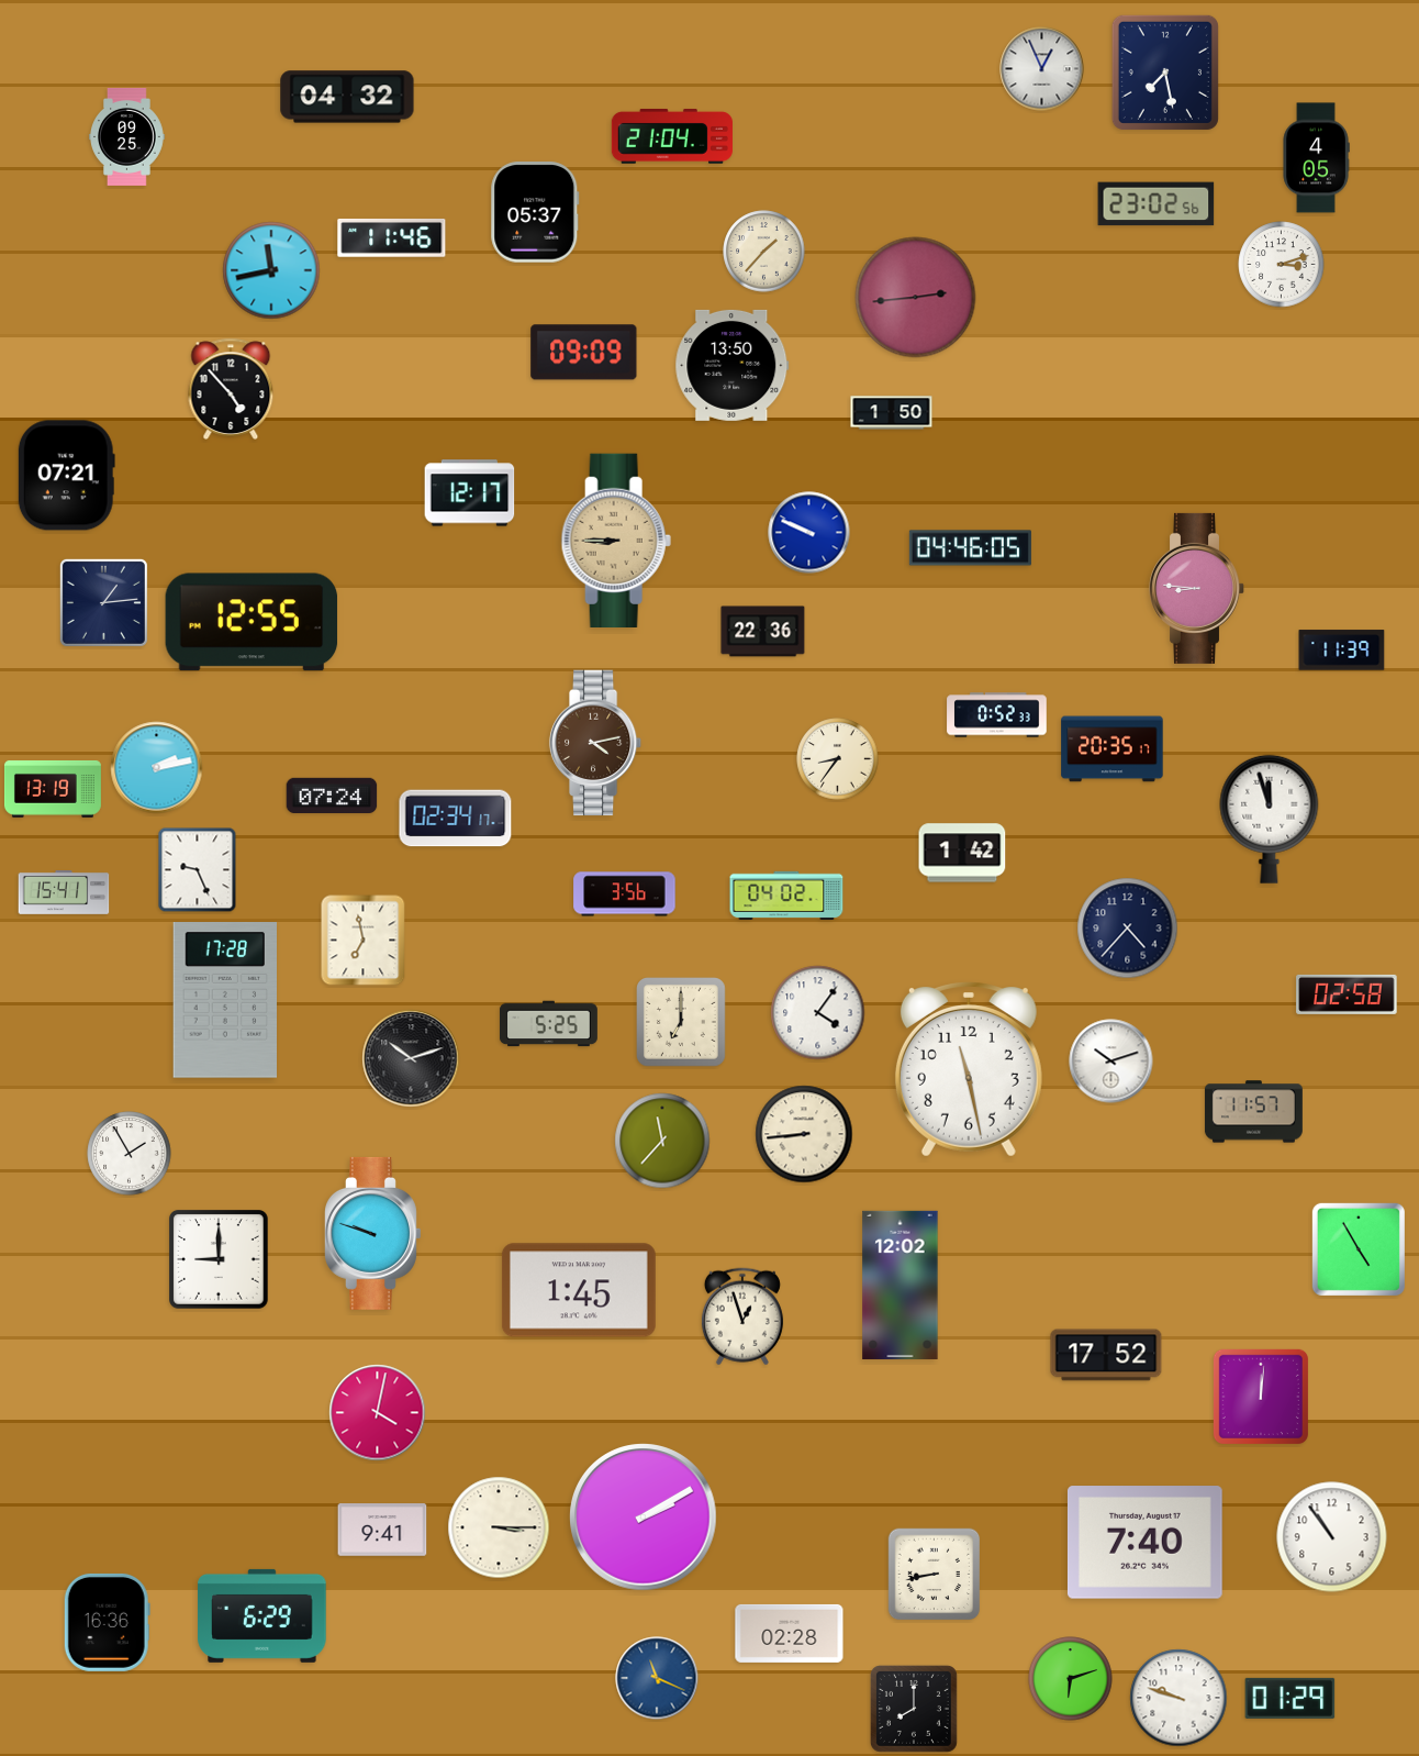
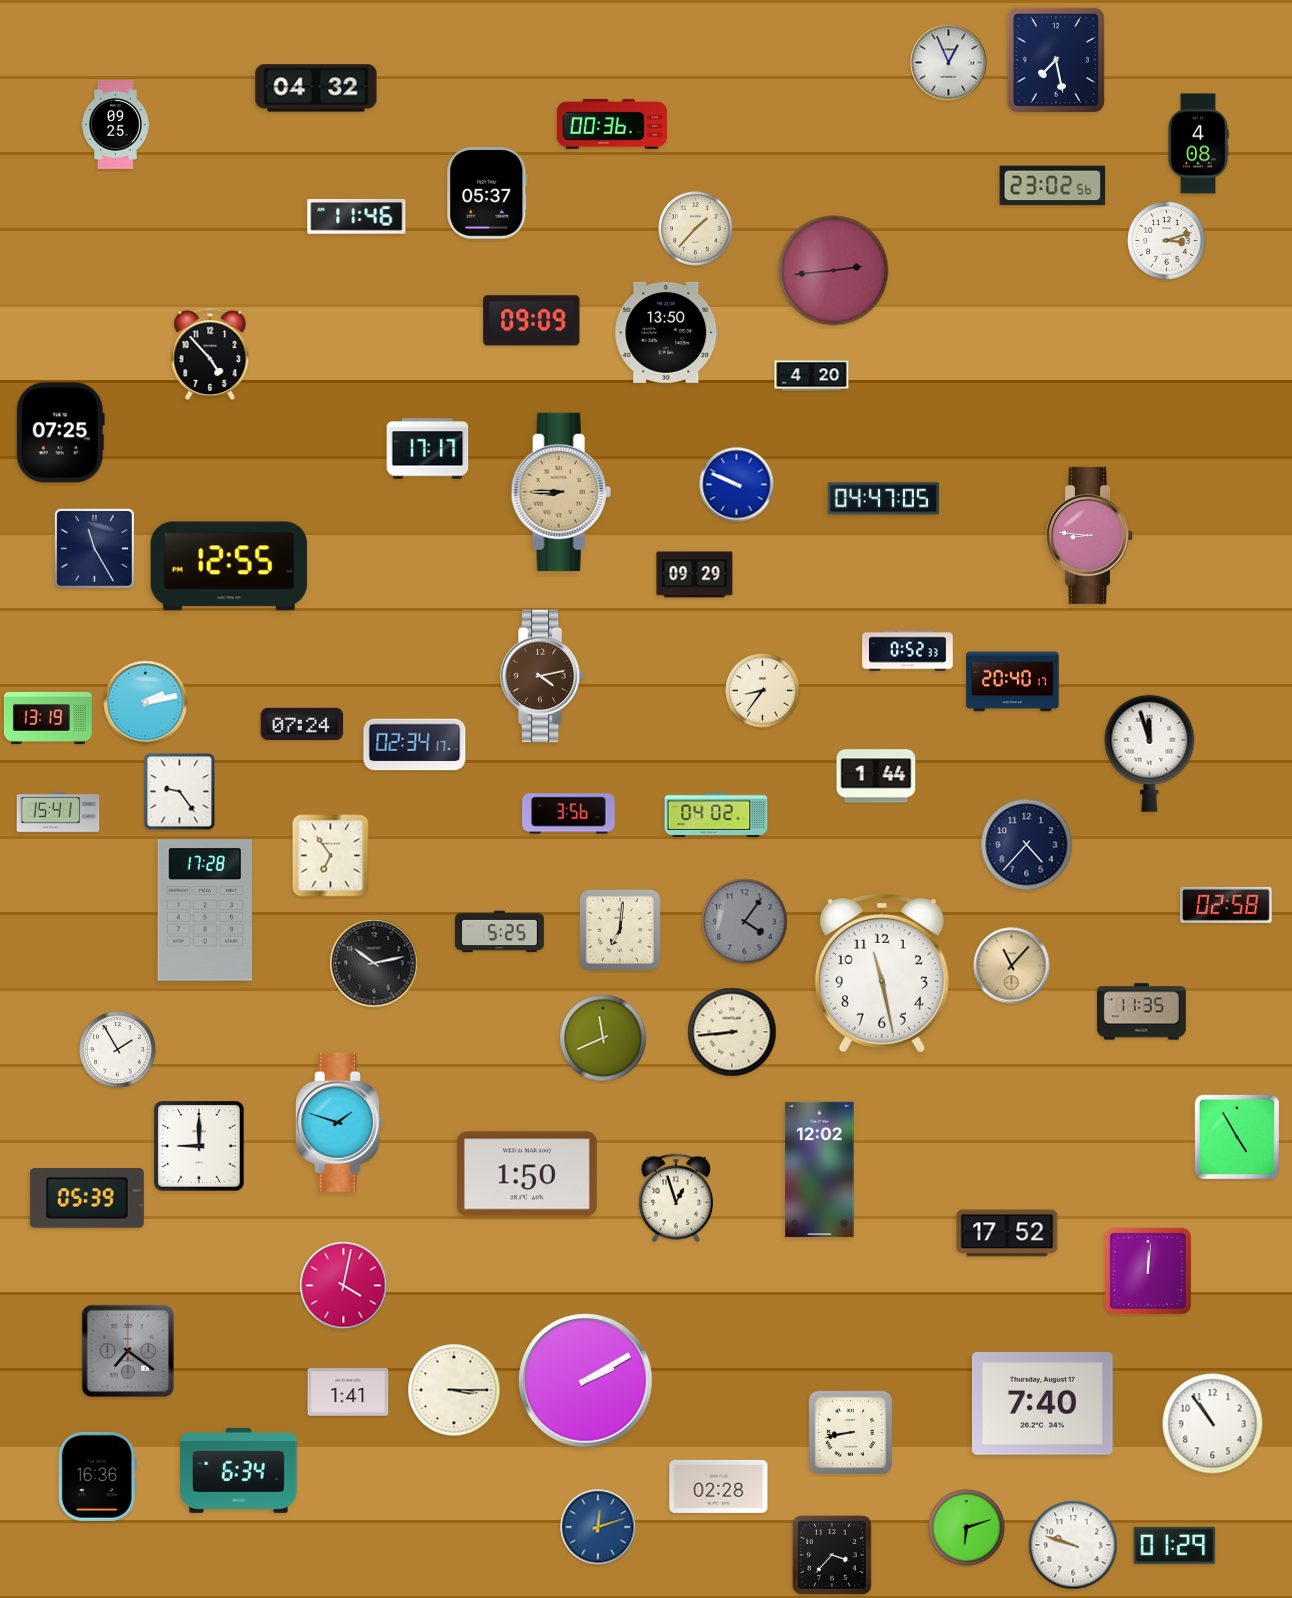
clock at (1165, 73) position: (1165, 73) -> (1056, 60)
clock at (672, 137): 21:04 -> 00:36
clock at (1316, 158): 4:05 -> 4:08
clock at (271, 270): 11:43 -> none
clock at (892, 413): 1:50 -> 4:20
clock at (66, 476): 07:21 -> 07:25
clock at (470, 493): 12:17 -> 17:17
clock at (970, 548): 04:46 -> 04:47
clock at (103, 602): 1:14 -> 11:25
clock at (763, 632): 22:36 -> 09:29
clock at (1342, 651): 11:39 -> none
clock at (1113, 749): 20:35 -> 20:40
clock at (157, 768) position: (157, 768) -> (146, 703)
clock at (1270, 819) position: (1270, 819) -> (1150, 753)
clock at (962, 853): 1:42 -> 1:44
clock at (198, 870): 9:26 -> 9:24
clock at (364, 941): 6:58 -> 6:54
clock at (818, 1013) dial: white -> grey
clock at (682, 1023): 7:00 -> 7:01
clock at (411, 1058): 10:12 -> 10:13
clock at (1111, 1062): 10:12 -> 11:07
clock at (1111, 1062) dial: white -> champagne
clock at (1253, 1112): 11:57 -> 11:35
clock at (662, 1141): 11:37 -> 11:41
clock at (373, 1233): 9:48 -> 1:48
clock at (579, 1290): 1:45 -> 1:50
clock at (87, 1199): none -> 05:39
clock at (128, 1351): none -> 7:21
clock at (382, 1530): 9:41 -> 1:41
clock at (1332, 1537) position: (1332, 1537) -> (1213, 1424)
clock at (262, 1615): 6:29 -> 6:34
clock at (657, 1678): 11:19 -> 12:12
clock at (1071, 1679) position: (1071, 1679) -> (967, 1528)
clock at (914, 1709): 8:00 -> 3:37
